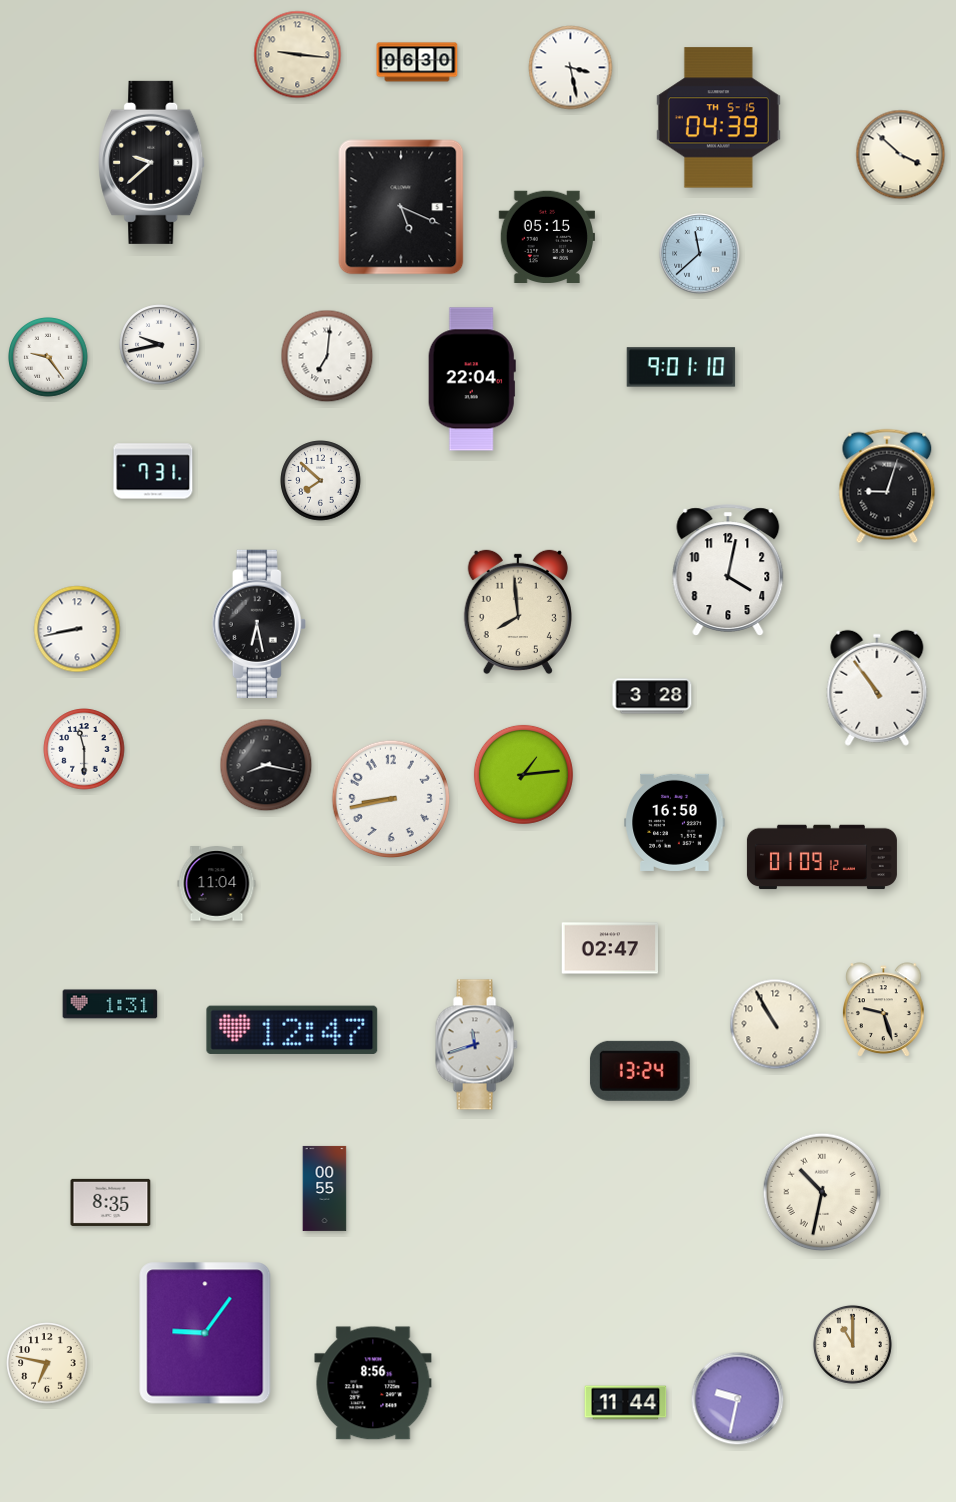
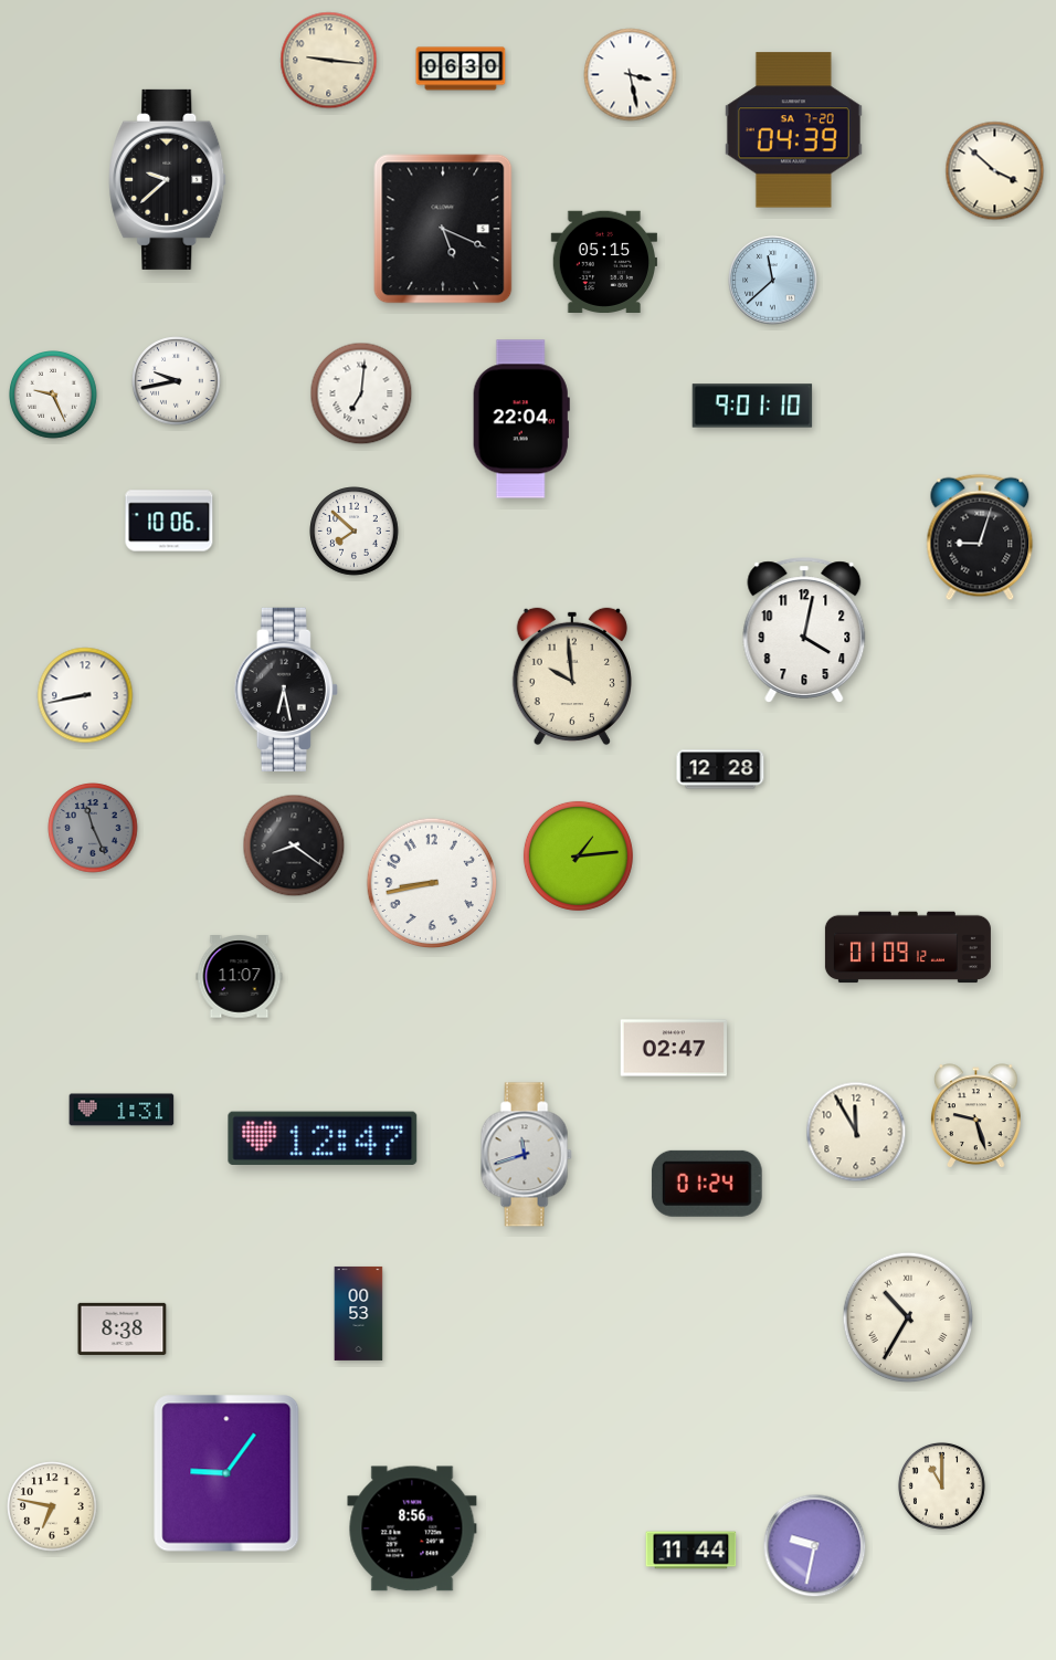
clock at (718, 118) date: TH 5-15 -> SA 7-20
clock at (49, 358): 9:24 -> 9:26
clock at (153, 471): 7:31 -> 10:06
clock at (518, 612): 7:59 -> 9:59
clock at (877, 688): 10:54 -> none
clock at (652, 696): 3:28 -> 12:28
clock at (84, 749): 11:30 -> 11:26
clock at (84, 749) dial: white -> grey
clock at (266, 765): 8:17 -> 8:21
clock at (675, 822): 16:50 -> none
clock at (217, 884): 11:04 -> 11:07
clock at (775, 1024): 10:55 -> 11:55
clock at (640, 1071): 13:24 -> 01:24
clock at (325, 1188): 00:55 -> 00:53
clock at (822, 1192): 10:32 -> 10:35
clock at (111, 1202): 8:35 -> 8:38
